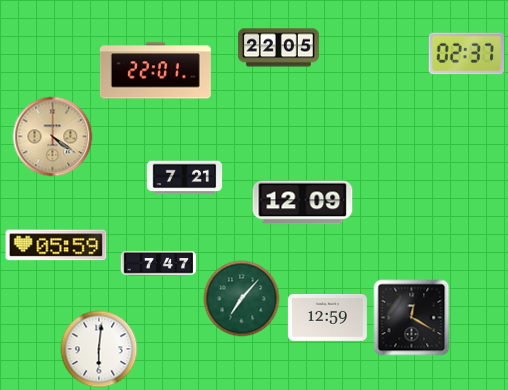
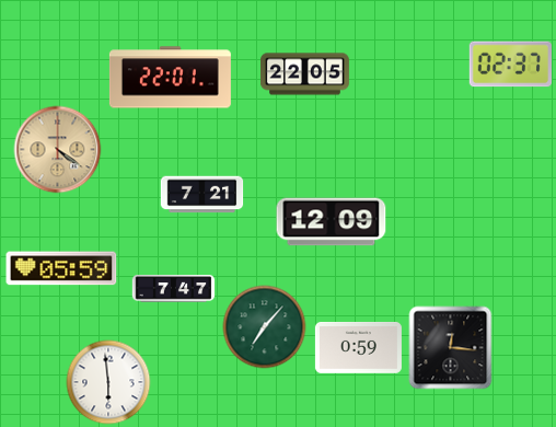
clock at (279, 48) position: (279, 48) -> (305, 74)
clock at (466, 54) position: (466, 54) -> (510, 65)
clock at (327, 318): 12:59 -> 0:59
clock at (412, 318): 12:20 -> 12:16
clock at (99, 349): 6:01 -> 5:59
